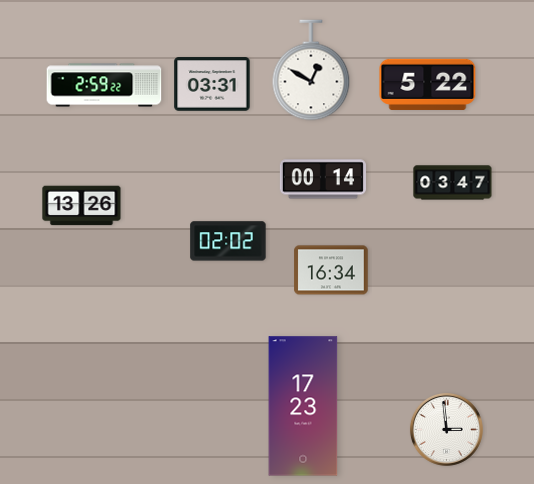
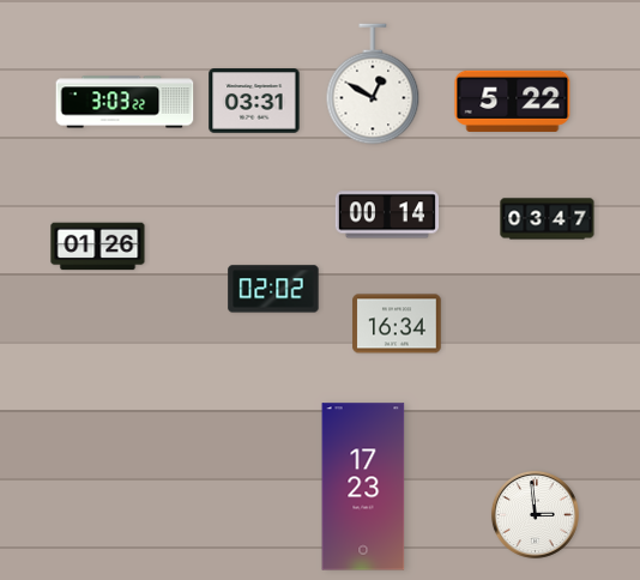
clock at (104, 85): 2:59 -> 3:03
clock at (453, 183) position: (453, 183) -> (548, 219)
clock at (82, 206): 13:26 -> 01:26
